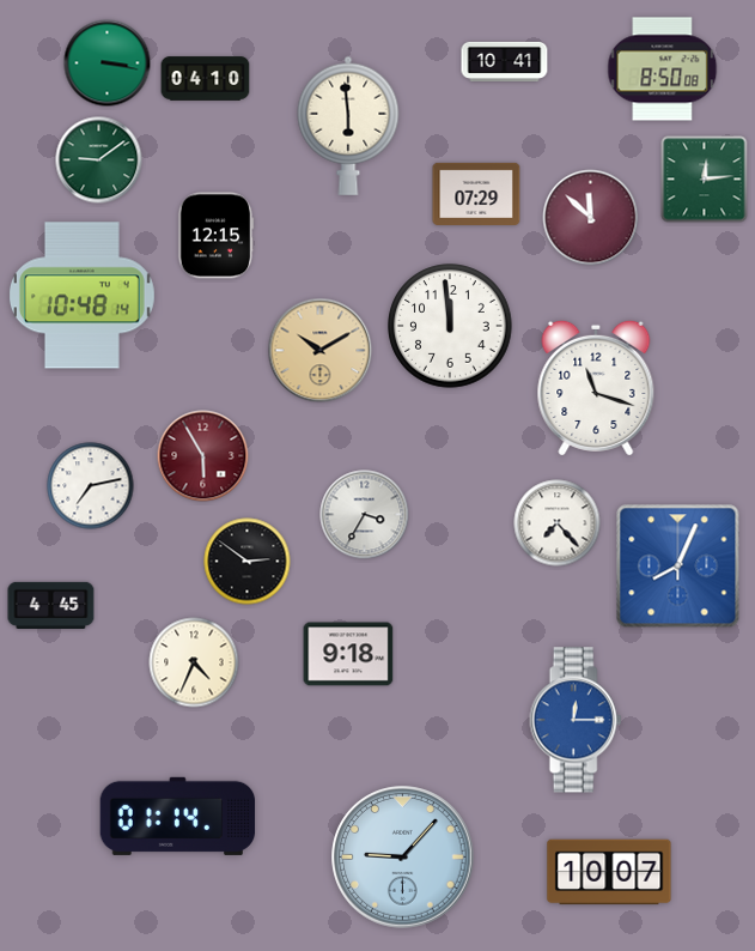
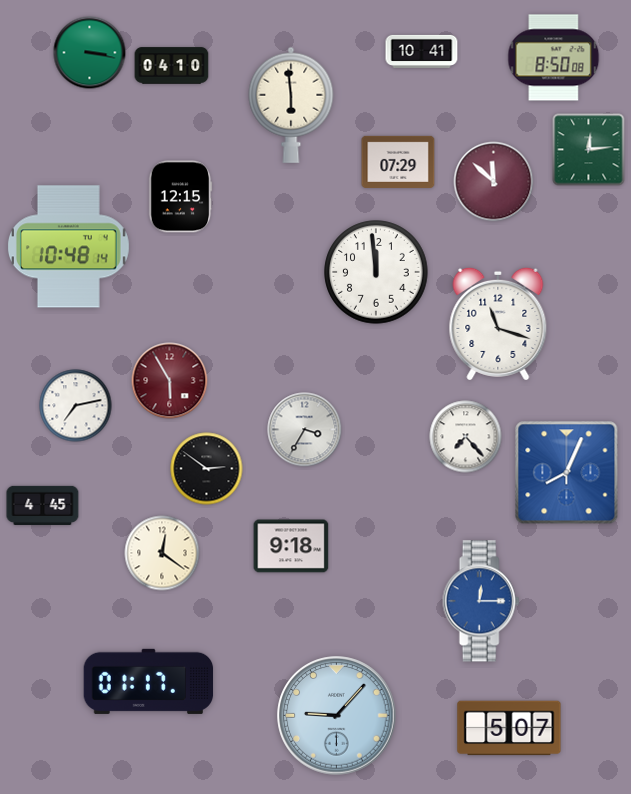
clock at (99, 160): 9:09 -> none
clock at (321, 351): 10:10 -> none
clock at (194, 662): 4:34 -> 12:21
clock at (178, 816): 01:14 -> 01:17
clock at (609, 872): 10:07 -> 5:07
